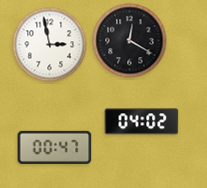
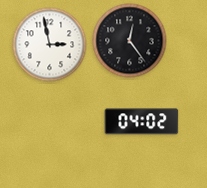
clock at (130, 41): 12:20 -> 12:24
clock at (55, 147): 00:47 -> none
